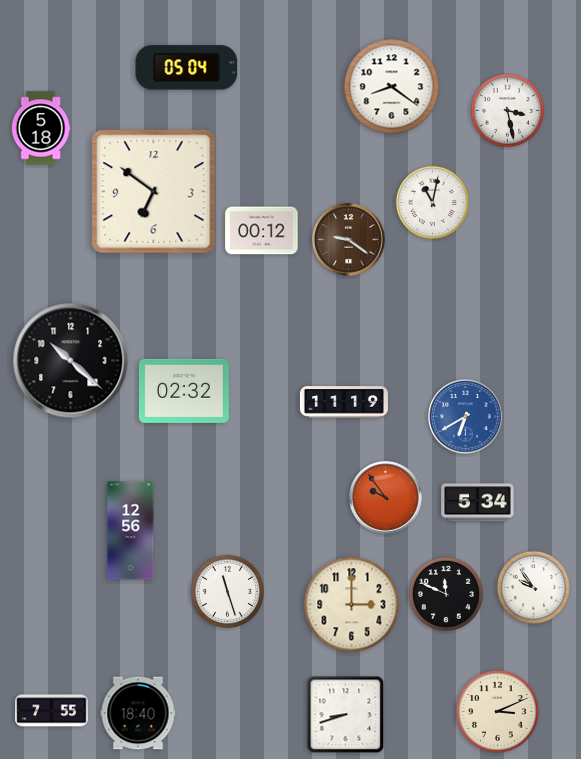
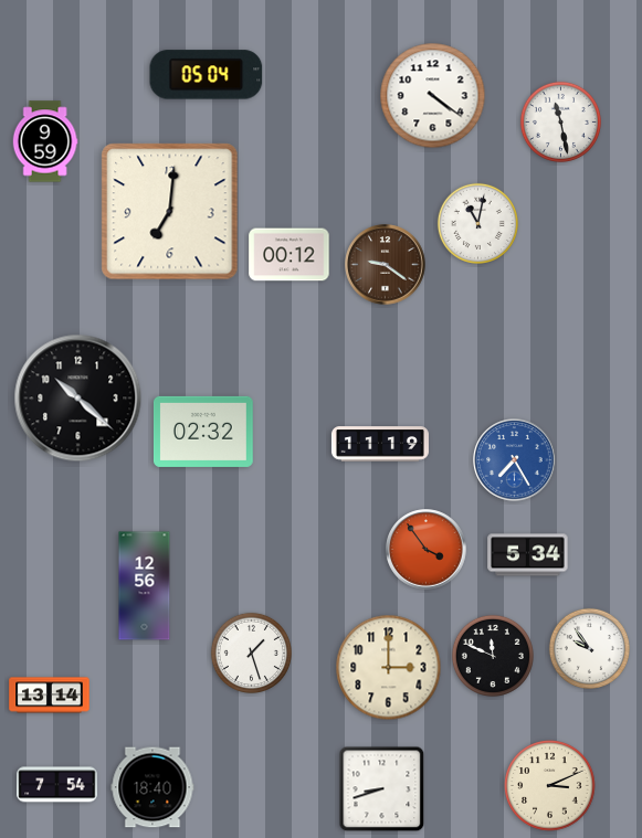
clock at (392, 87): 8:21 -> 4:21
clock at (507, 110): 3:28 -> 11:28
clock at (41, 128): 5:18 -> 9:59
clock at (154, 192): 6:51 -> 7:01
clock at (466, 417): 6:40 -> 7:25
clock at (386, 498): 9:54 -> 3:54
clock at (227, 591): 11:27 -> 1:27
clock at (50, 696): none -> 13:14
clock at (52, 711): 7:55 -> 7:54
